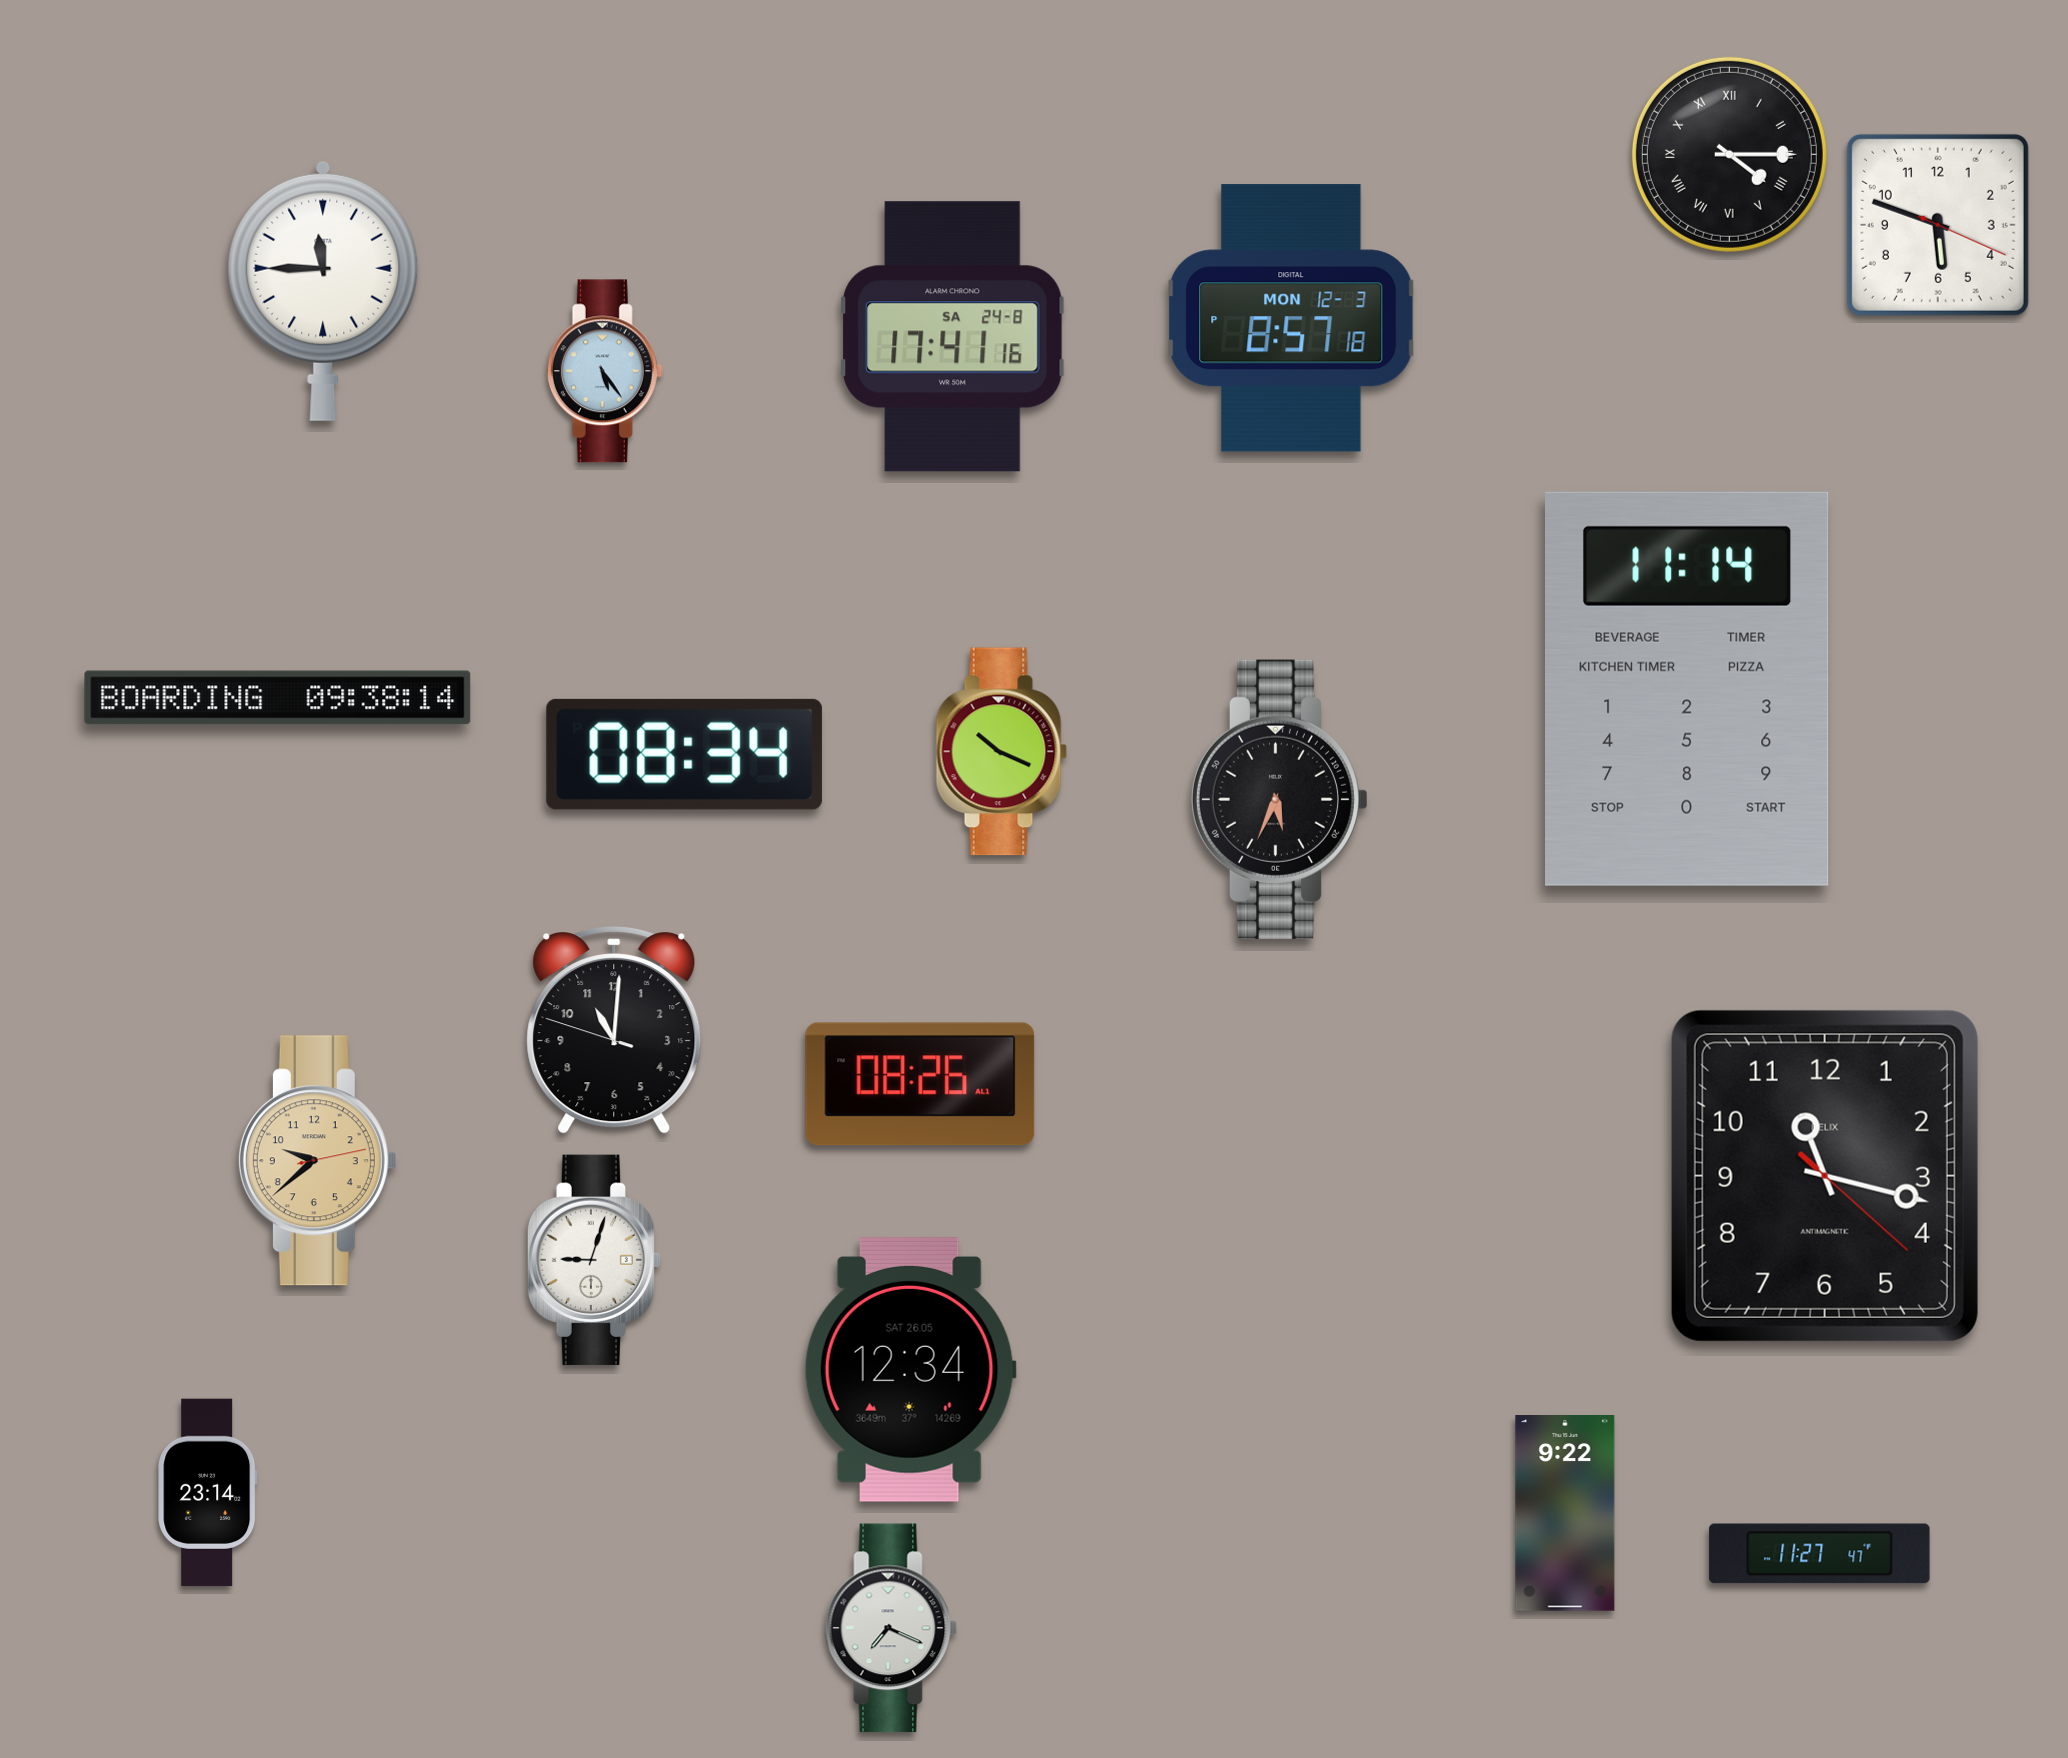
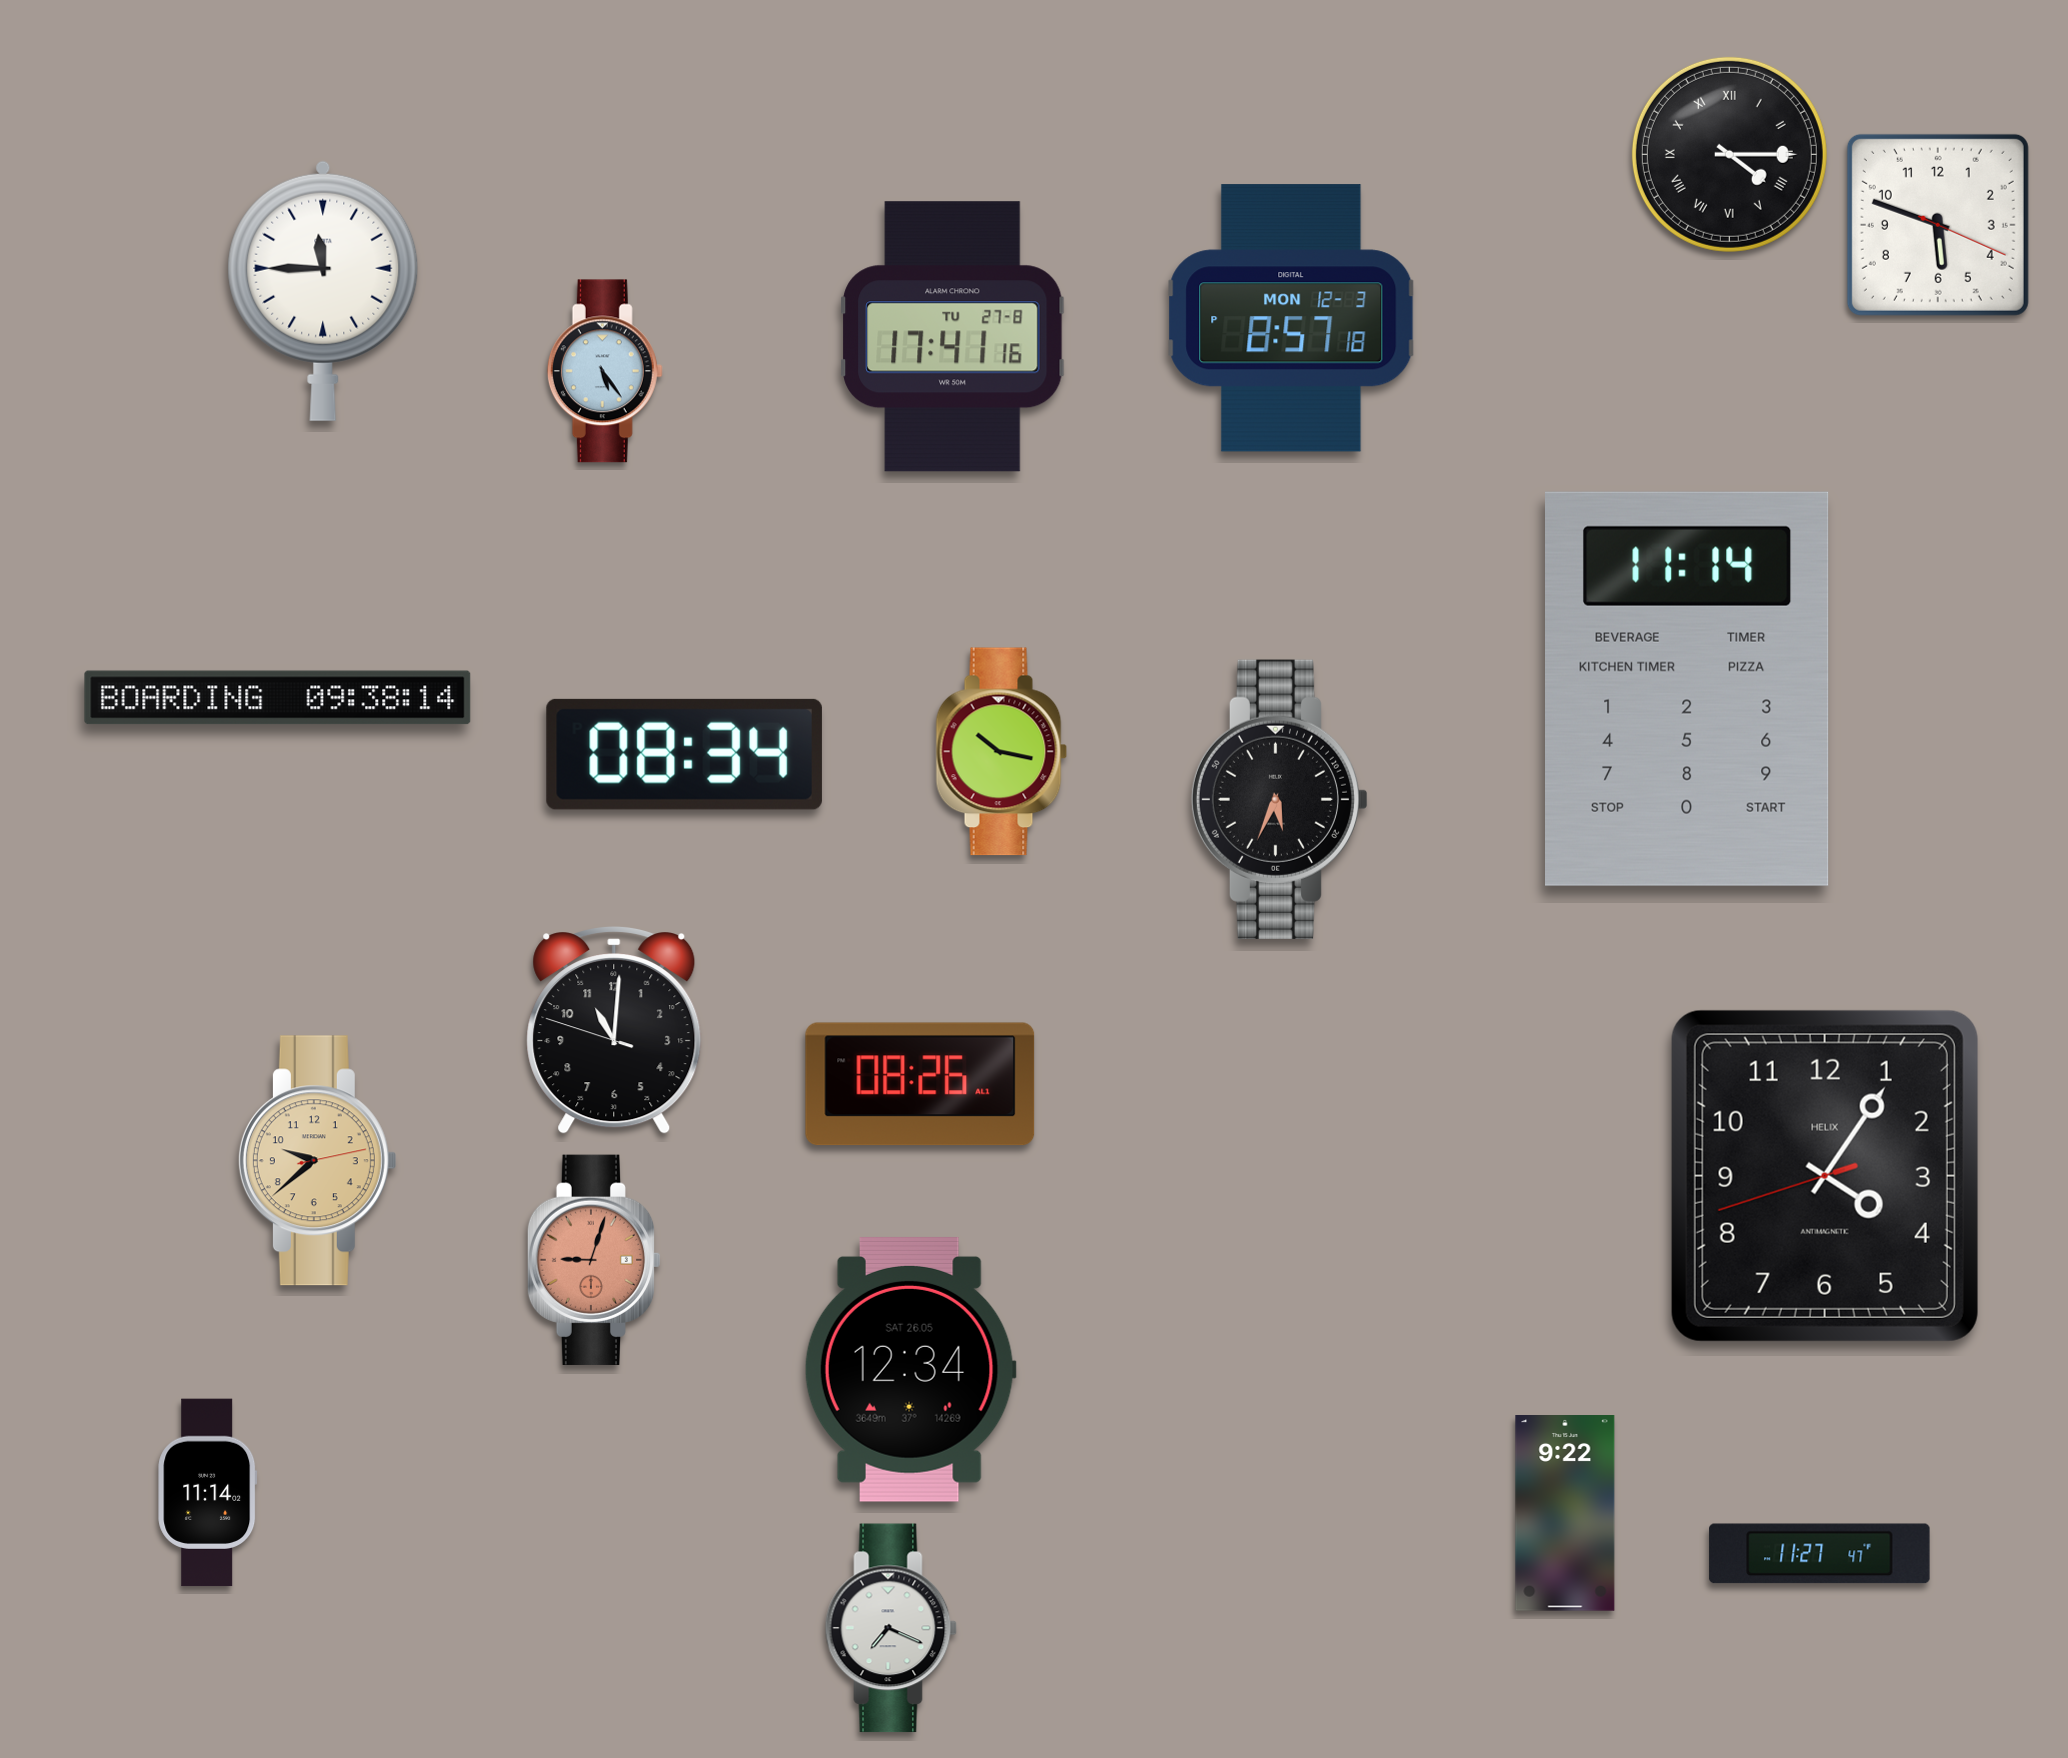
clock at (953, 337) date: SA 24-8 -> TU 27-8
clock at (1002, 752): 10:19 -> 10:17
clock at (1825, 1176): 11:17 -> 4:05
clock at (594, 1260) dial: white -> salmon
clock at (208, 1493): 23:14 -> 11:14
